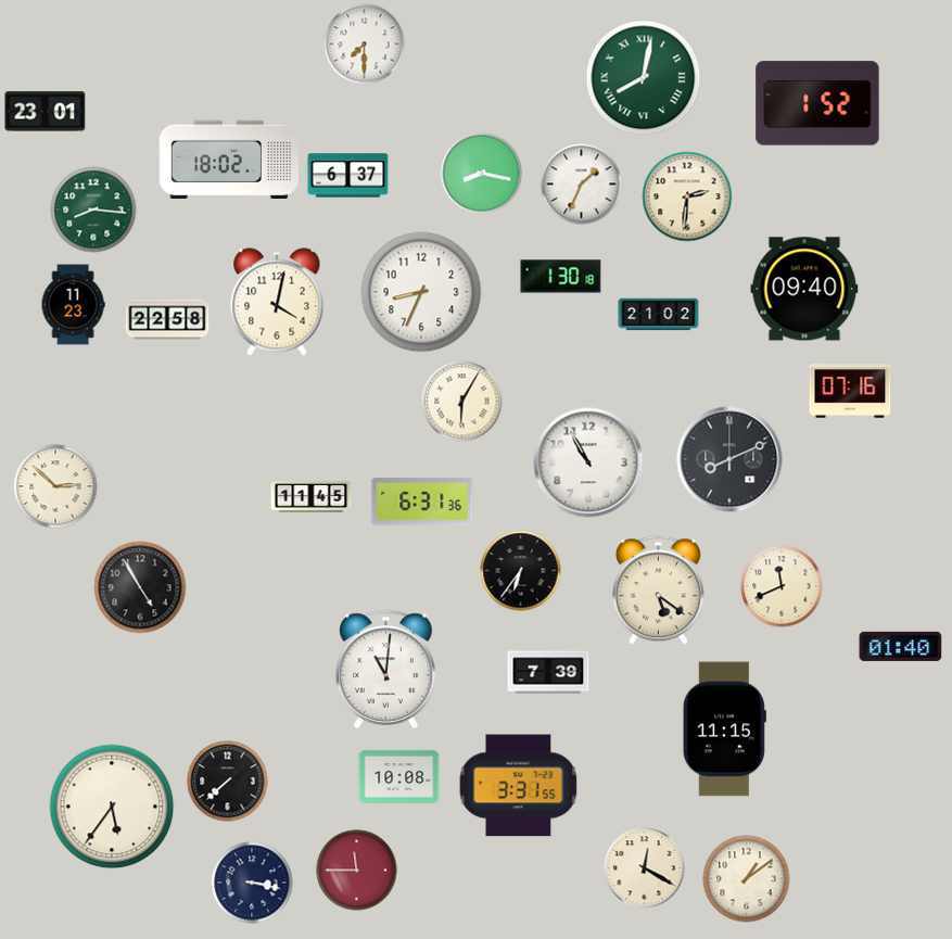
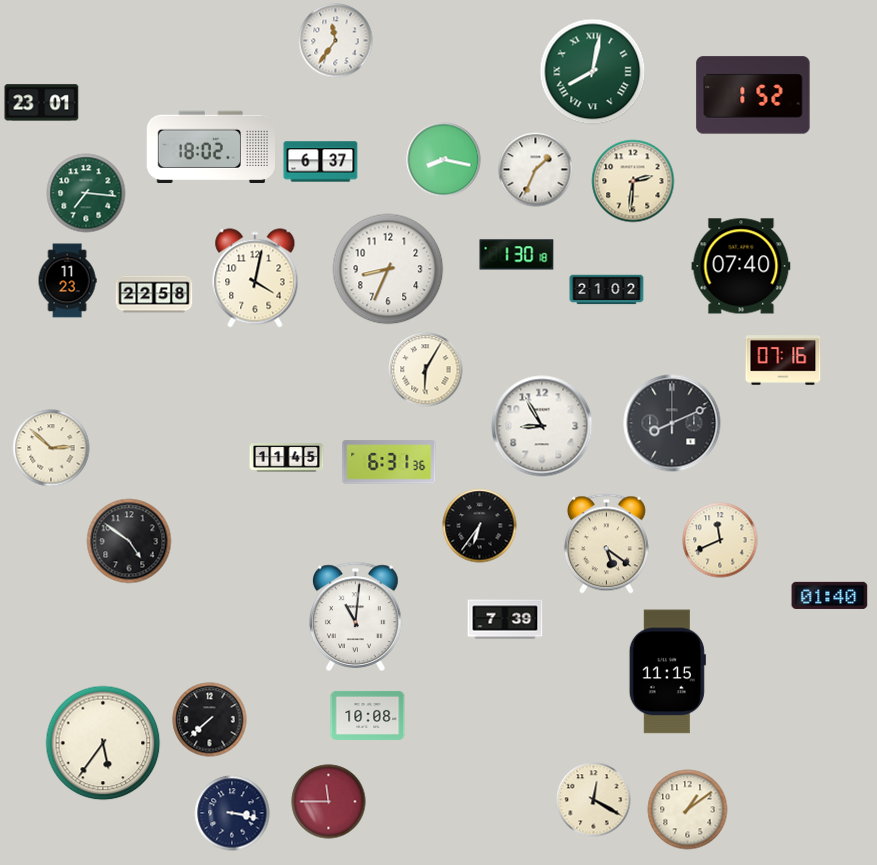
clock at (365, 45): 7:30 -> 11:36
clock at (93, 210): 8:16 -> 7:16
clock at (804, 289): 09:40 -> 07:40
clock at (588, 462): 10:55 -> 8:55
clock at (140, 587): 4:55 -> 4:51
clock at (519, 786): 3:31 -> none
